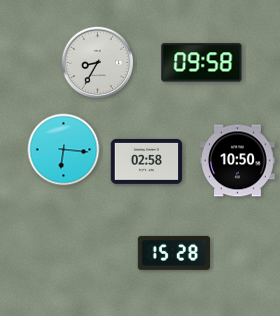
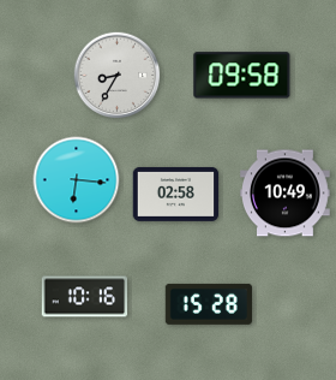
clock at (238, 161): 10:50 -> 10:49
clock at (85, 297): none -> 10:16
